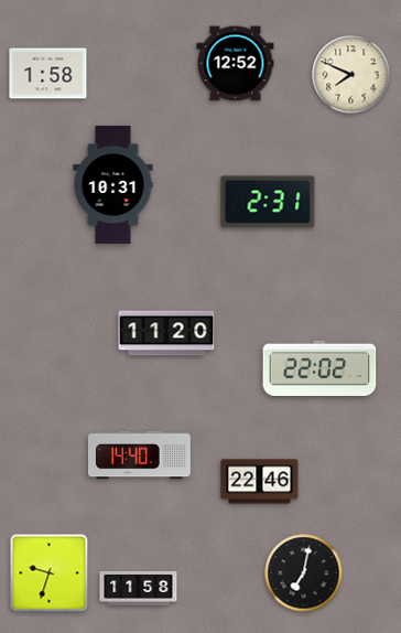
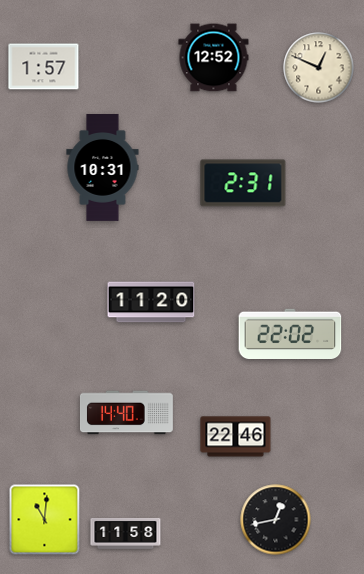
clock at (48, 74): 1:58 -> 1:57
clock at (351, 75): 7:49 -> 12:49
clock at (50, 573): 9:33 -> 11:01
clock at (304, 573): 7:02 -> 12:43
